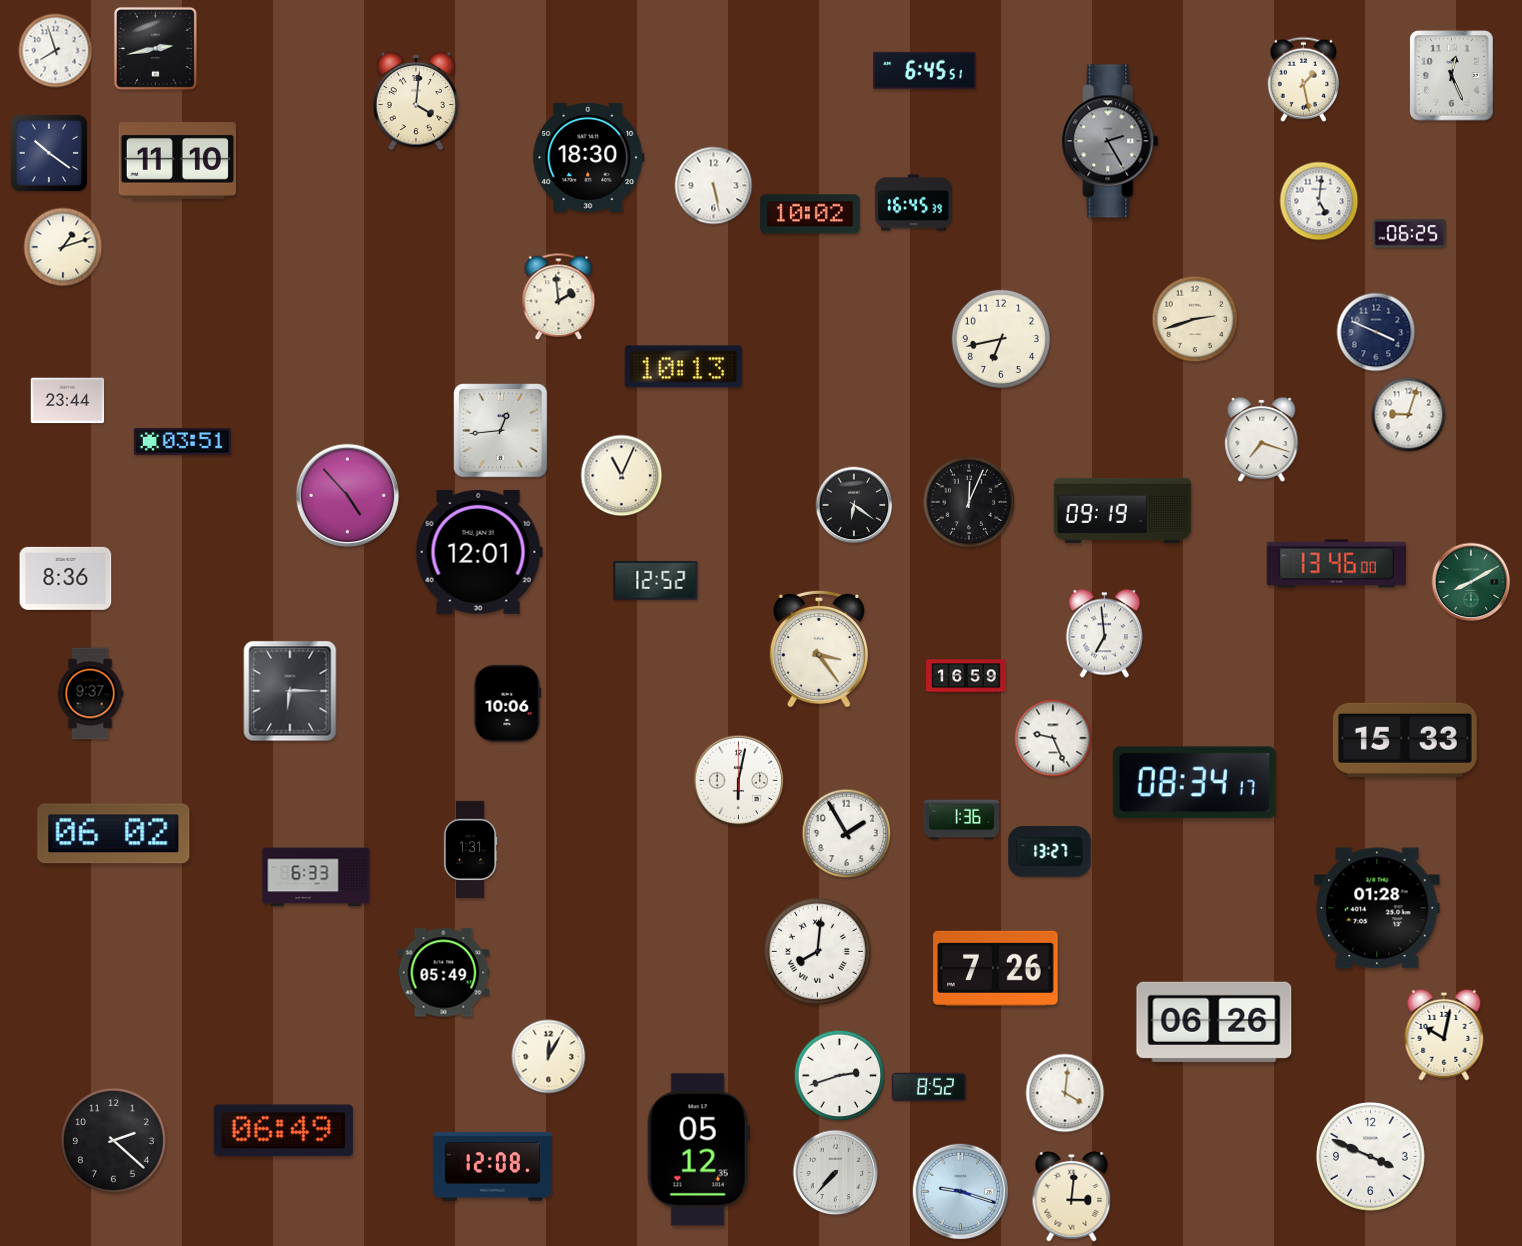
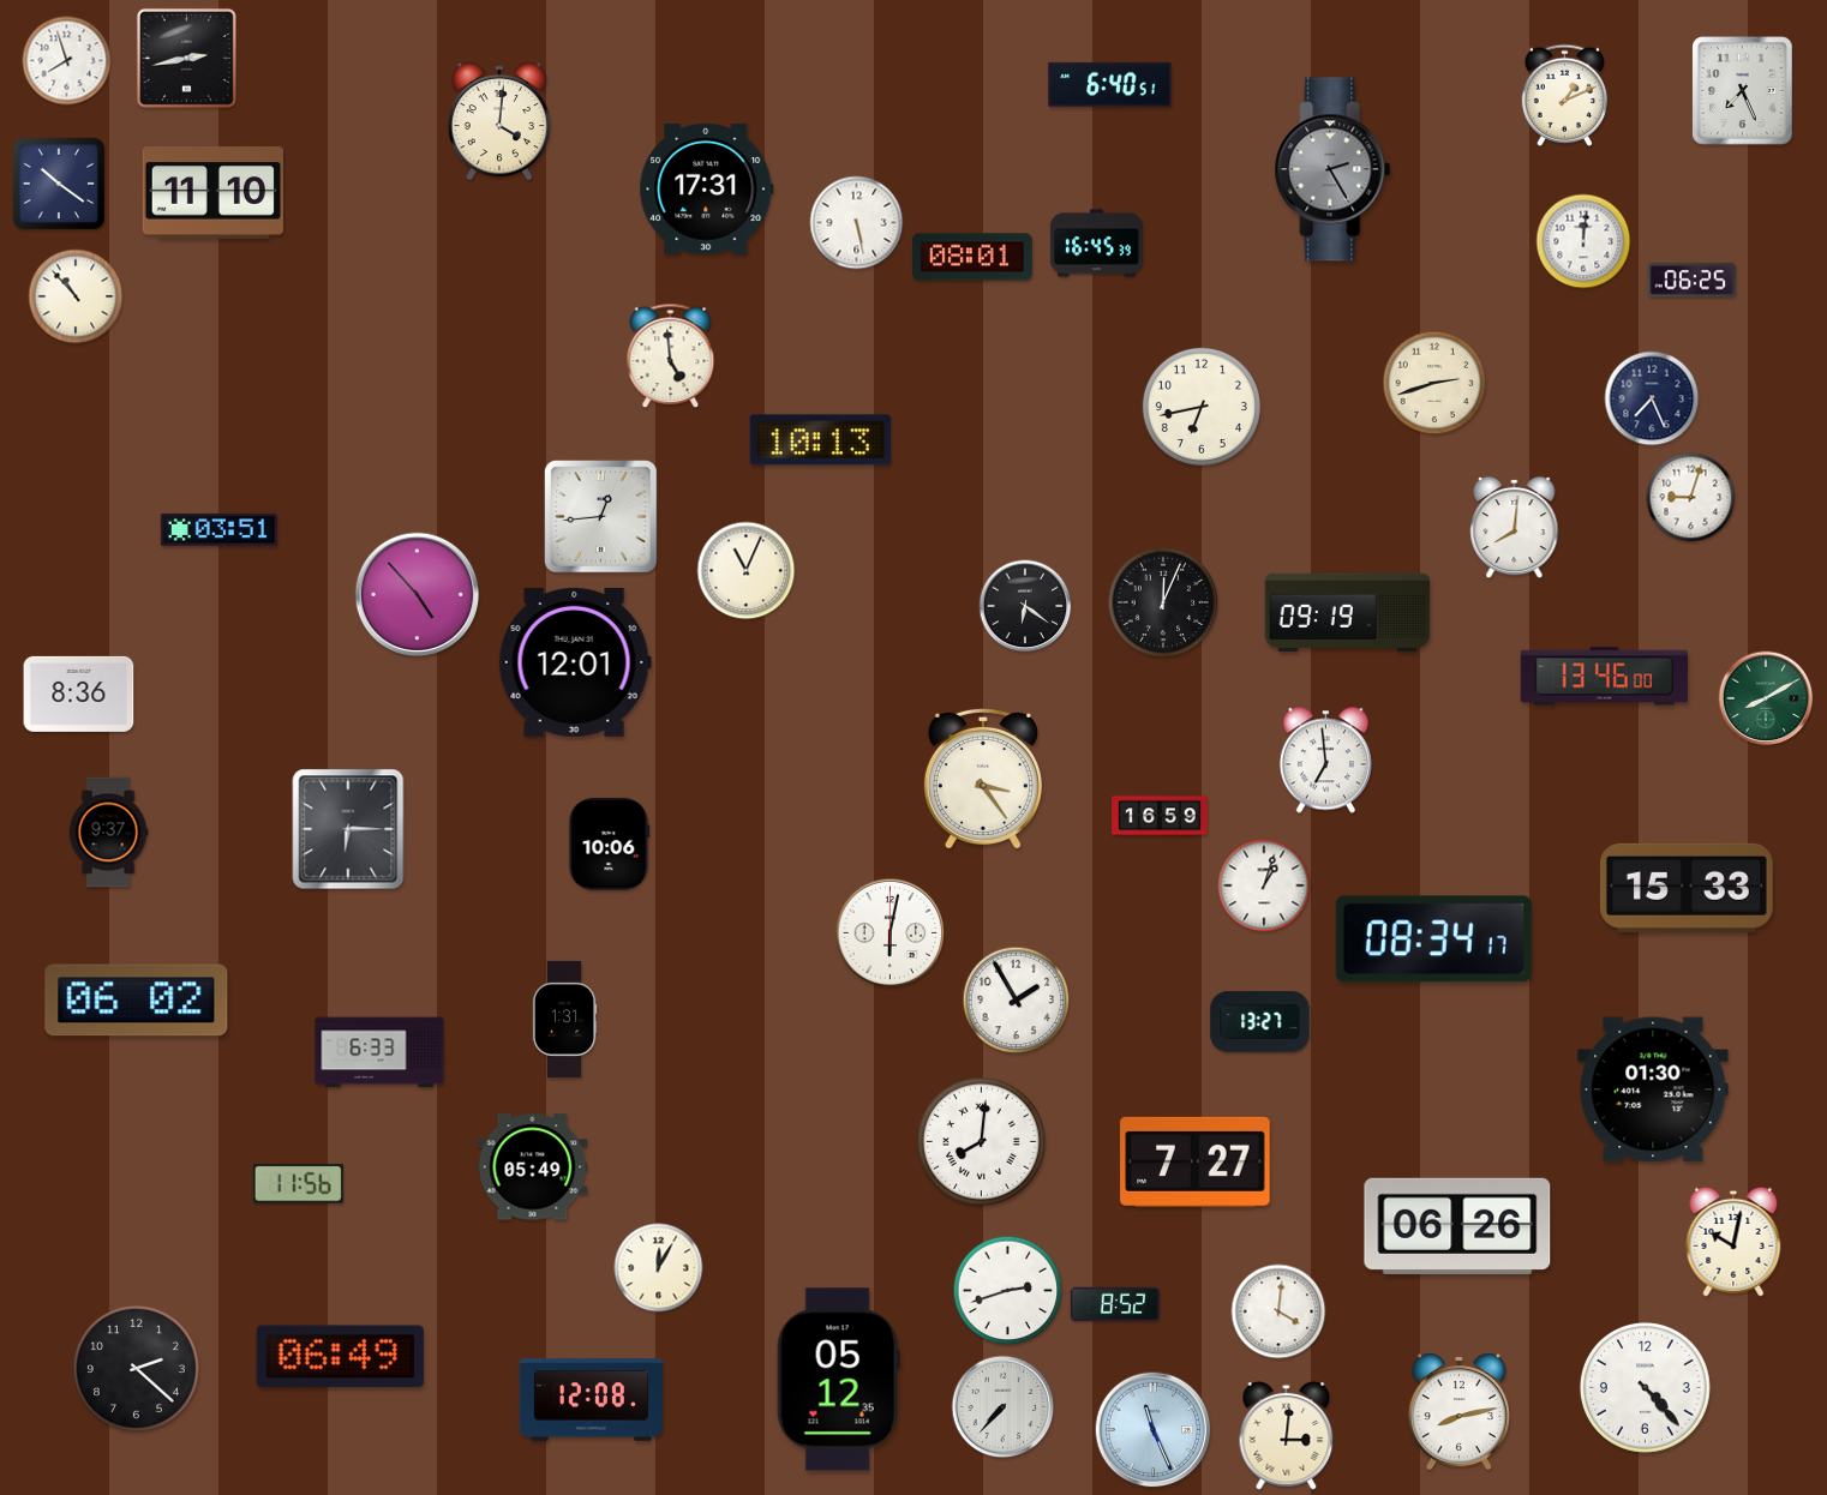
clock at (925, 70): 6:45 -> 6:40
clock at (1452, 76): 12:26 -> 7:26
clock at (1303, 79): 1:28 -> 1:11
clock at (589, 157): 18:30 -> 17:31
clock at (1319, 201): 5:01 -> 12:01
clock at (810, 214): 10:02 -> 08:01
clock at (63, 247): 1:12 -> 10:53
clock at (559, 297): 1:59 -> 4:59
clock at (1376, 332): 3:49 -> 7:26
clock at (68, 401): 23:44 -> none
clock at (1262, 440): 7:18 -> 8:01
clock at (656, 580): 12:52 -> none
clock at (966, 676) position: (966, 676) -> (1160, 816)
clock at (1053, 738): 9:26 -> 1:03
clock at (739, 781) position: (739, 781) -> (891, 933)
clock at (961, 820): 1:36 -> none
clock at (1377, 908): 01:28 -> 01:30
clock at (996, 968): 7:26 -> 7:27
clock at (298, 1184): none -> 11:56
clock at (1370, 1156): 3:49 -> 4:23
clock at (1458, 1411): none -> 8:13
clock at (961, 1192): 9:18 -> 11:26
